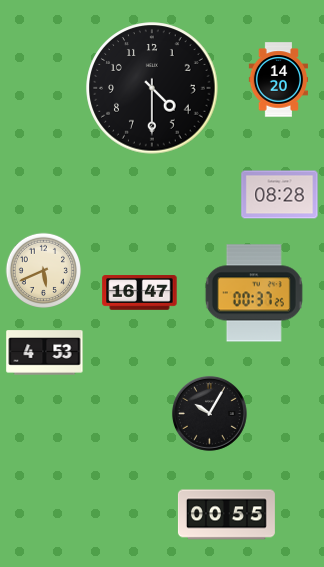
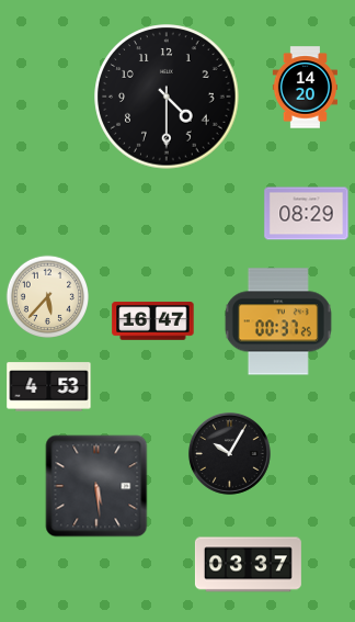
clock at (280, 195): 08:28 -> 08:29
clock at (44, 271): 5:41 -> 5:37
clock at (96, 486): none -> 5:29
clock at (226, 515): 00:55 -> 03:37
